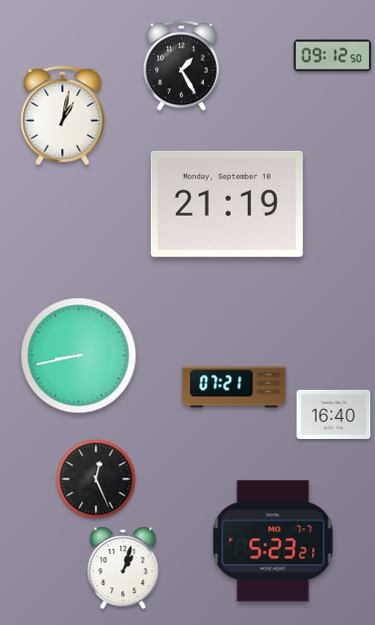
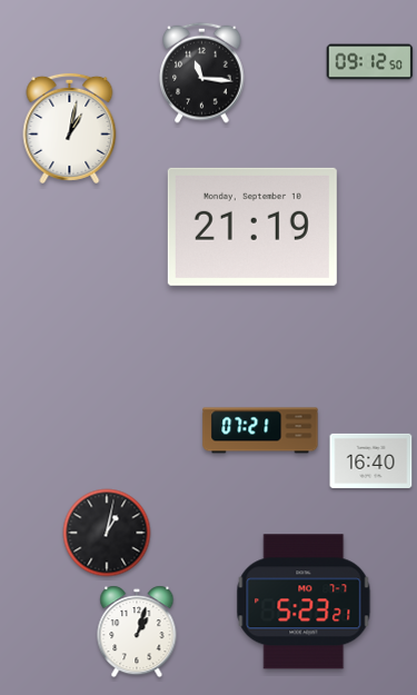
clock at (182, 65): 1:25 -> 11:16
clock at (79, 356): 8:43 -> none
clock at (96, 479): 12:26 -> 1:02
